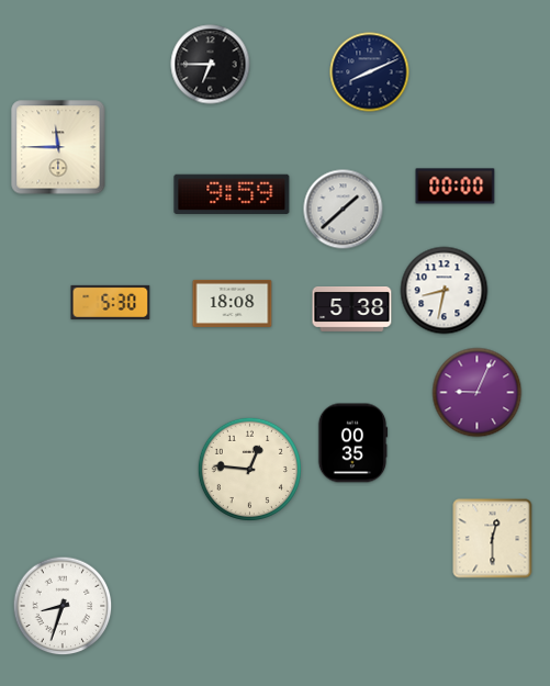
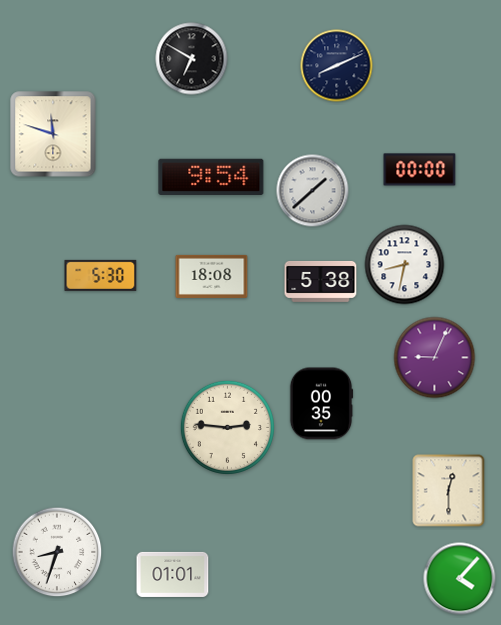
clock at (211, 65): 6:45 -> 6:50
clock at (58, 147): 11:45 -> 11:48
clock at (456, 187) position: (456, 187) -> (420, 170)
clock at (232, 194): 9:59 -> 9:54
clock at (249, 469): 12:46 -> 2:46
clock at (173, 574): none -> 01:01
clock at (460, 579): none -> 4:07
